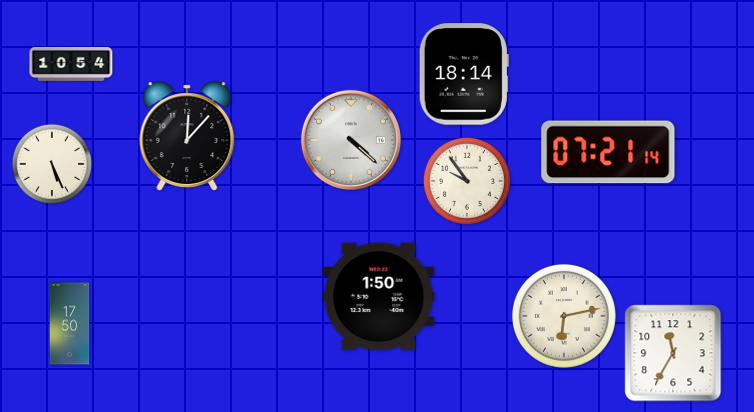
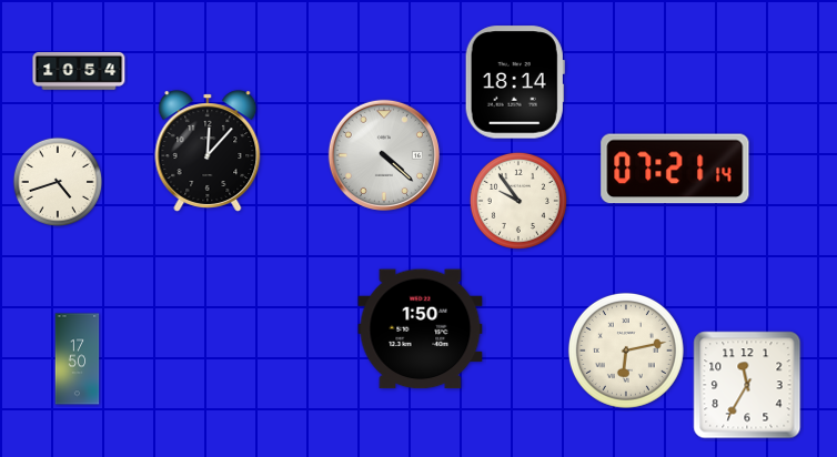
clock at (351, 140) position: (351, 140) -> (384, 155)
clock at (51, 163): 5:26 -> 4:42
clock at (673, 353) position: (673, 353) -> (747, 385)
